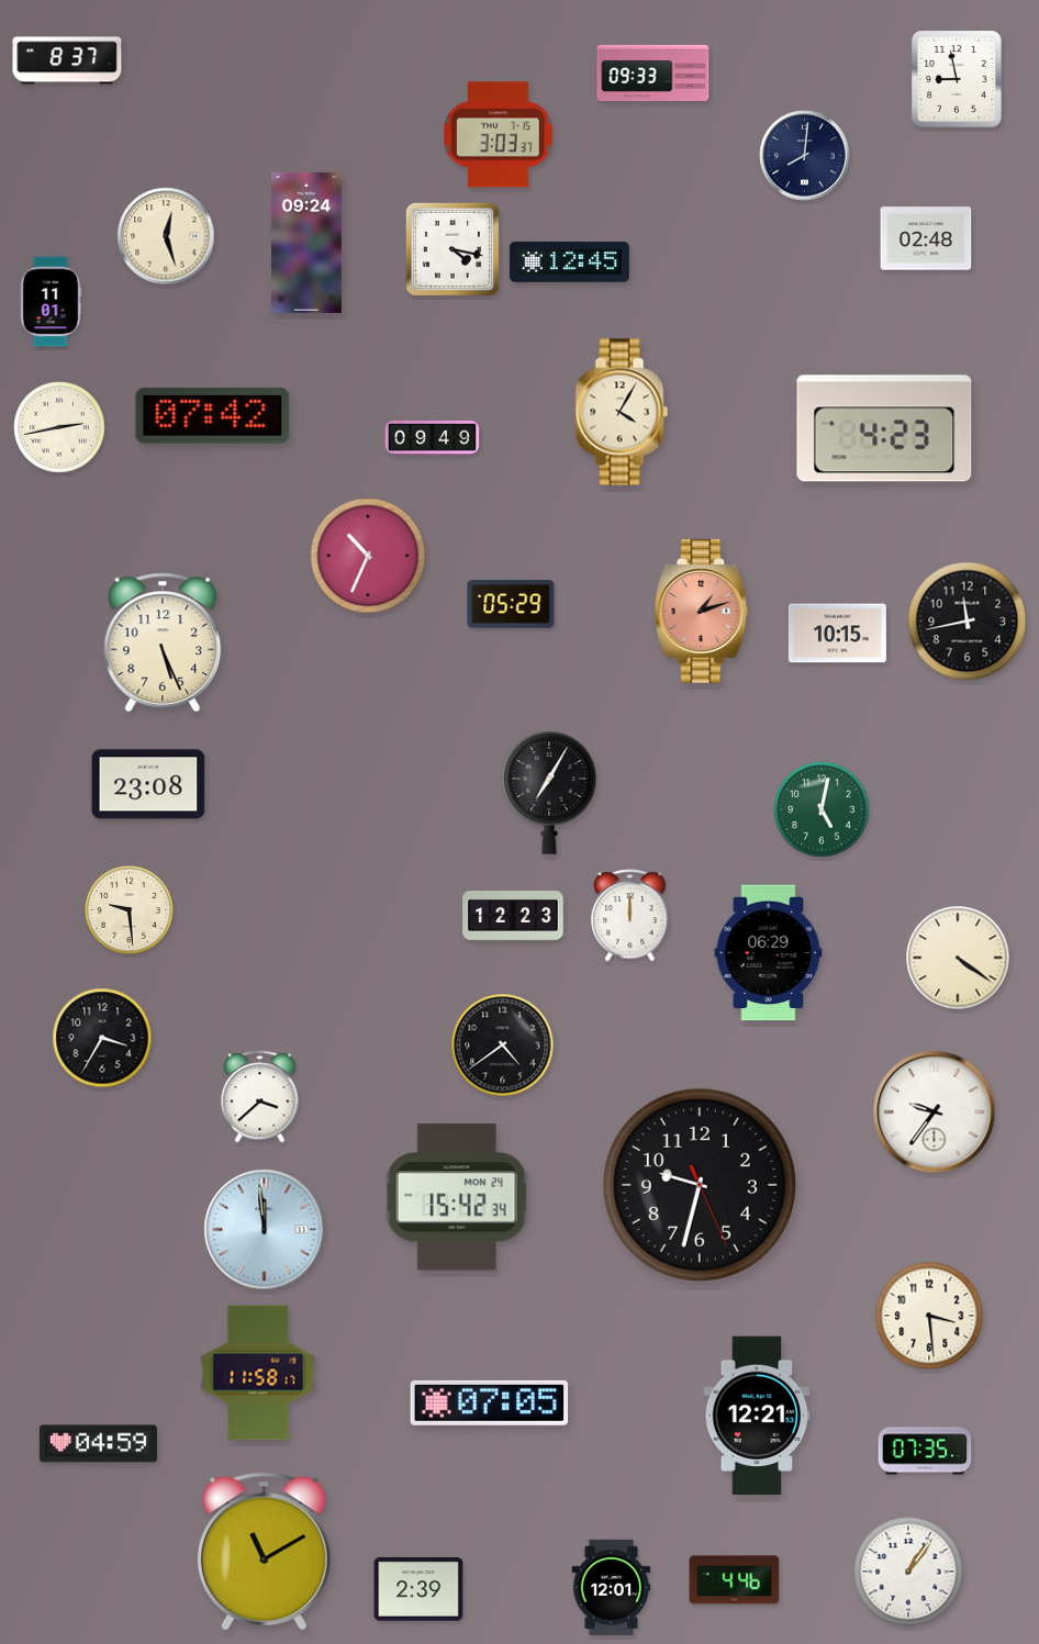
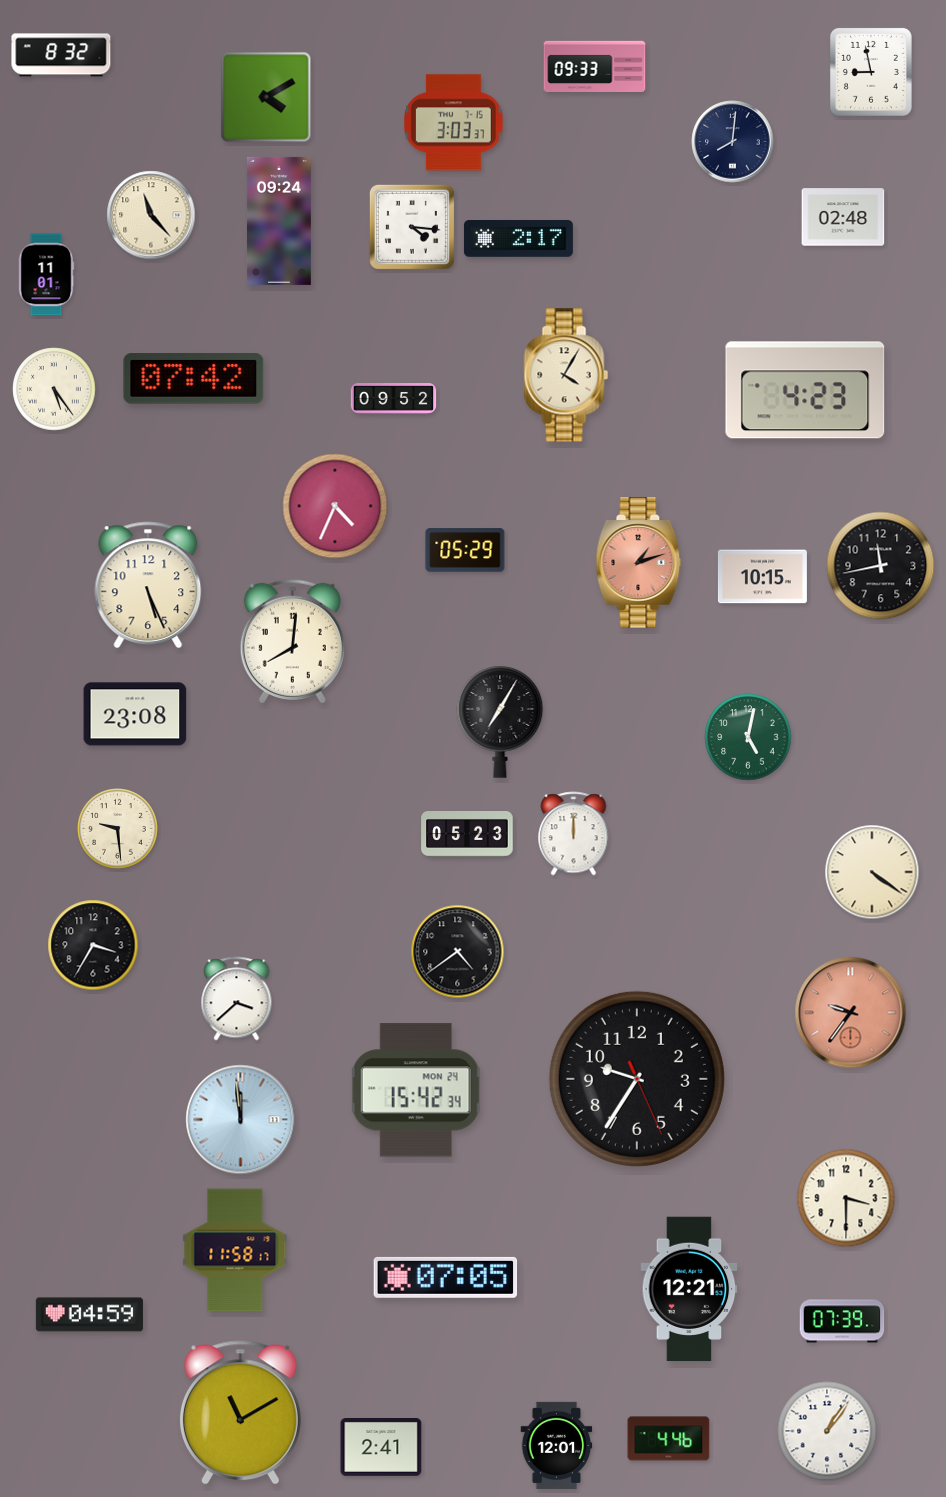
clock at (67, 60): 8:37 -> 8:32
clock at (266, 97): none -> 4:10
clock at (166, 236): 12:27 -> 11:23
clock at (453, 249): 4:17 -> 4:16
clock at (569, 262): 12:45 -> 2:17
clock at (59, 427): 2:43 -> 5:24
clock at (433, 438): 09:49 -> 09:52
clock at (368, 556): 10:34 -> 4:34
clock at (702, 612) position: (702, 612) -> (639, 563)
clock at (292, 641): none -> 8:01
clock at (513, 917): 12:23 -> 05:23
clock at (769, 953): 06:29 -> none
clock at (935, 1112) dial: white -> salmon
clock at (700, 1185): 9:32 -> 9:35
clock at (929, 1316): 3:29 -> 3:30
clock at (925, 1451): 07:35 -> 07:39
clock at (418, 1590): 2:39 -> 2:41
